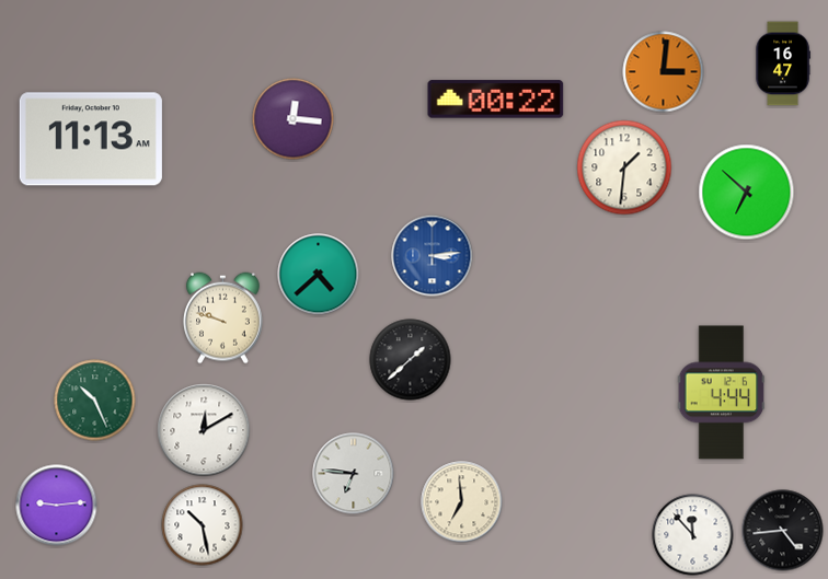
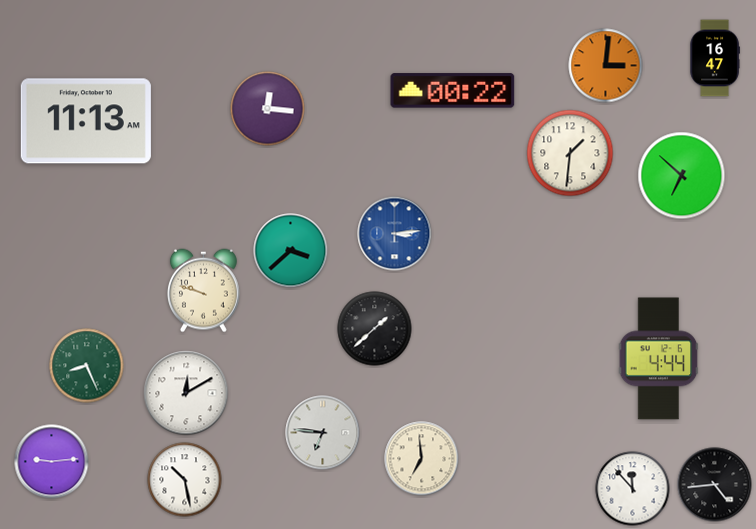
clock at (91, 139) position: (91, 139) -> (86, 121)
clock at (319, 275): 4:38 -> 3:38
clock at (95, 401): 10:26 -> 8:26
